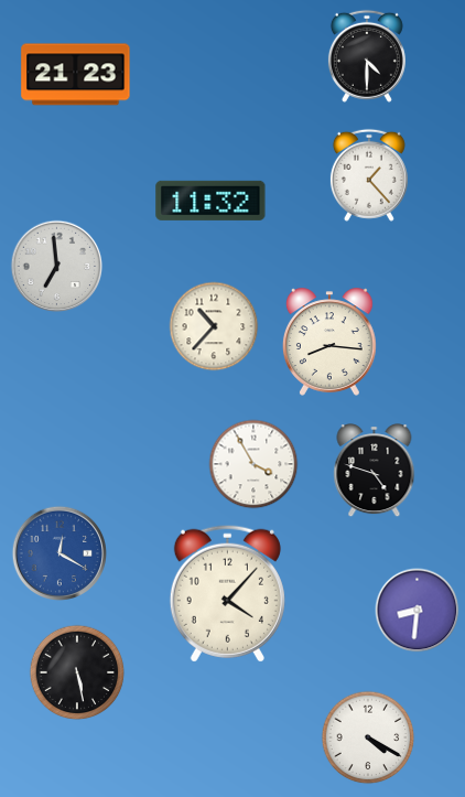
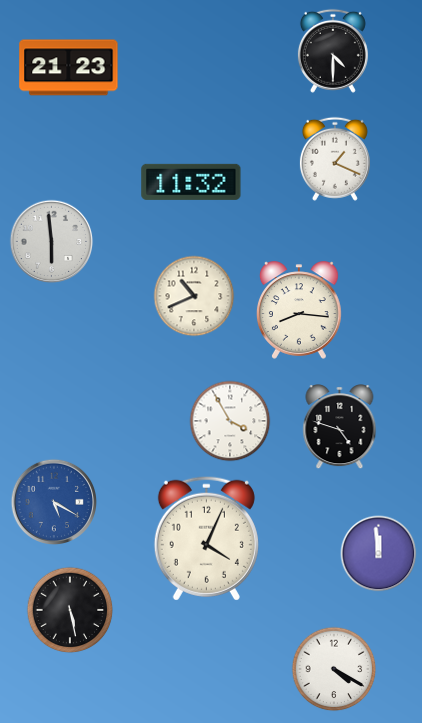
clock at (369, 175): 1:23 -> 1:19
clock at (57, 267): 6:59 -> 5:59
clock at (214, 326): 10:37 -> 10:41
clock at (58, 552): 12:20 -> 5:20
clock at (227, 593): 4:07 -> 4:04
clock at (418, 611): 8:31 -> 11:59
